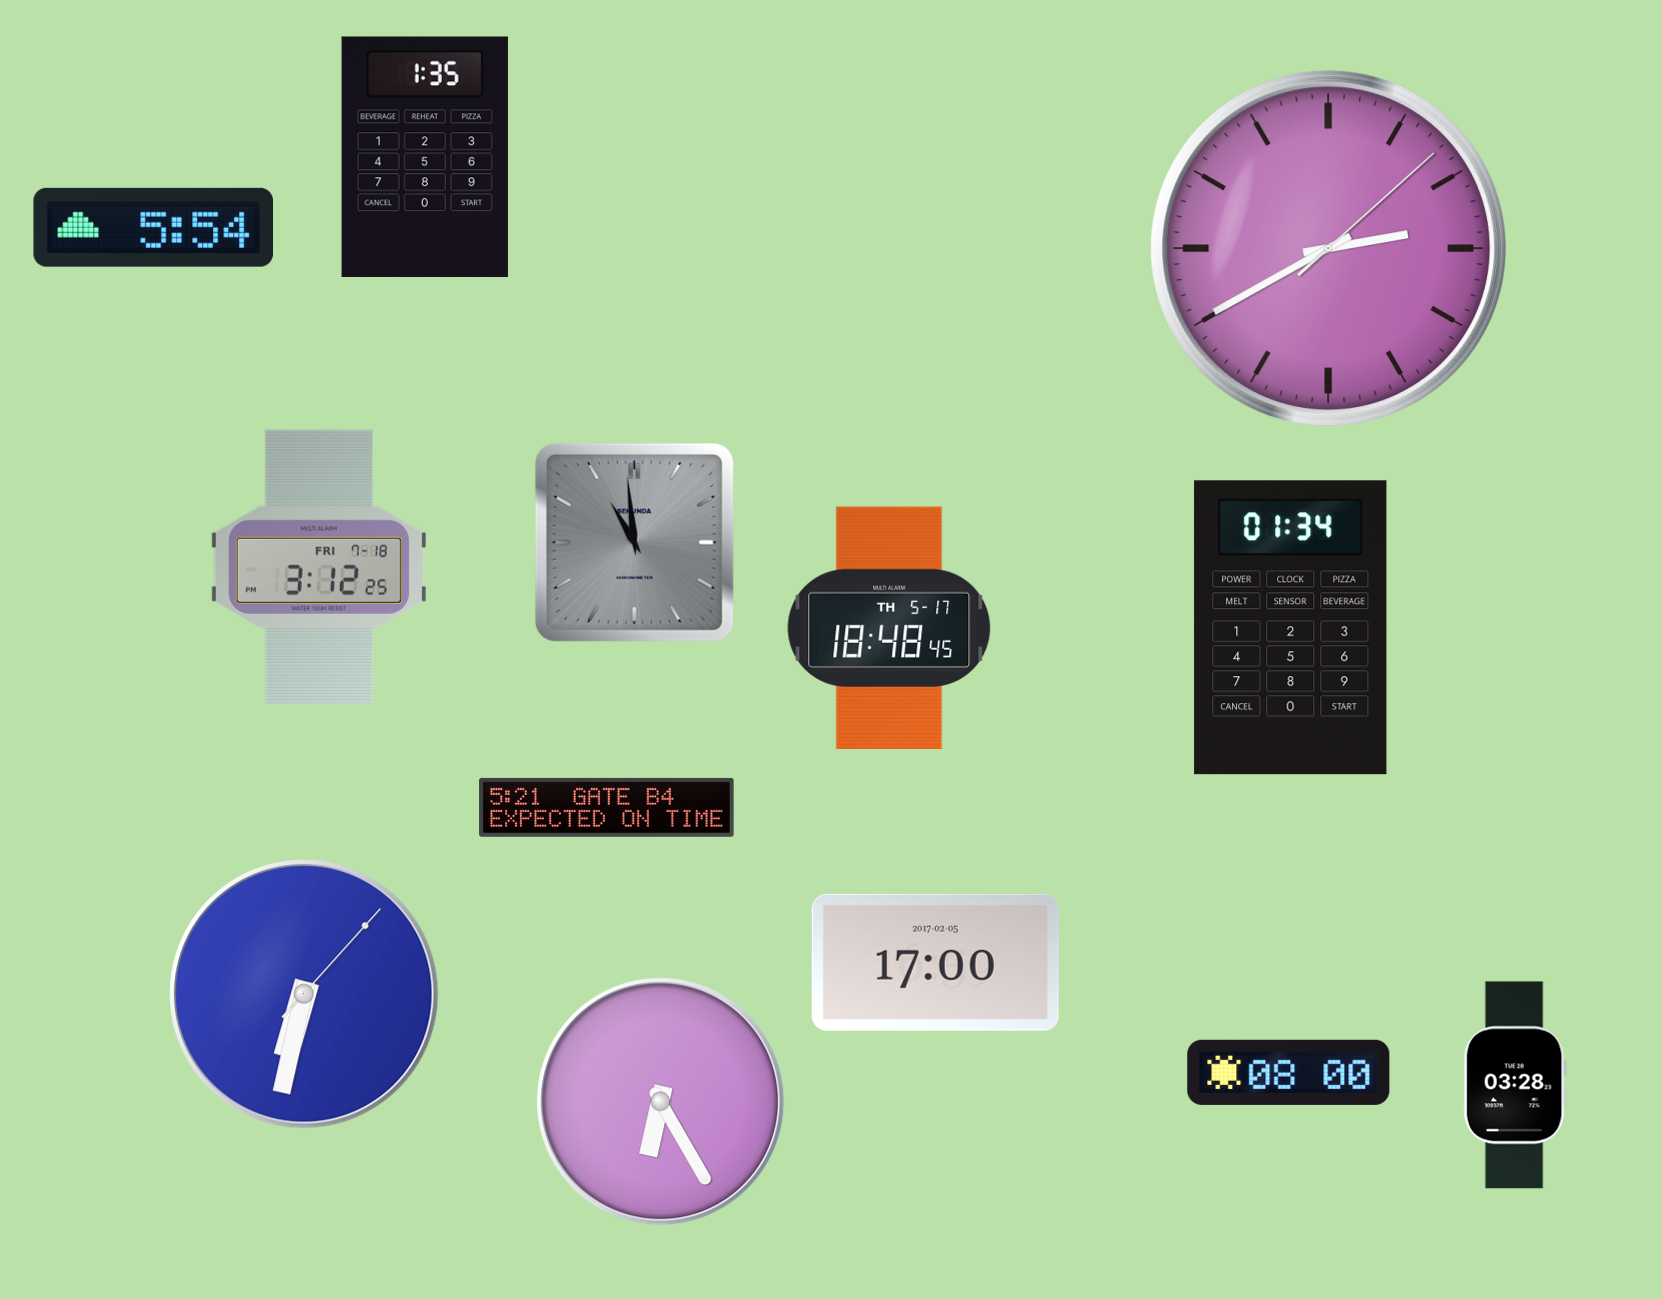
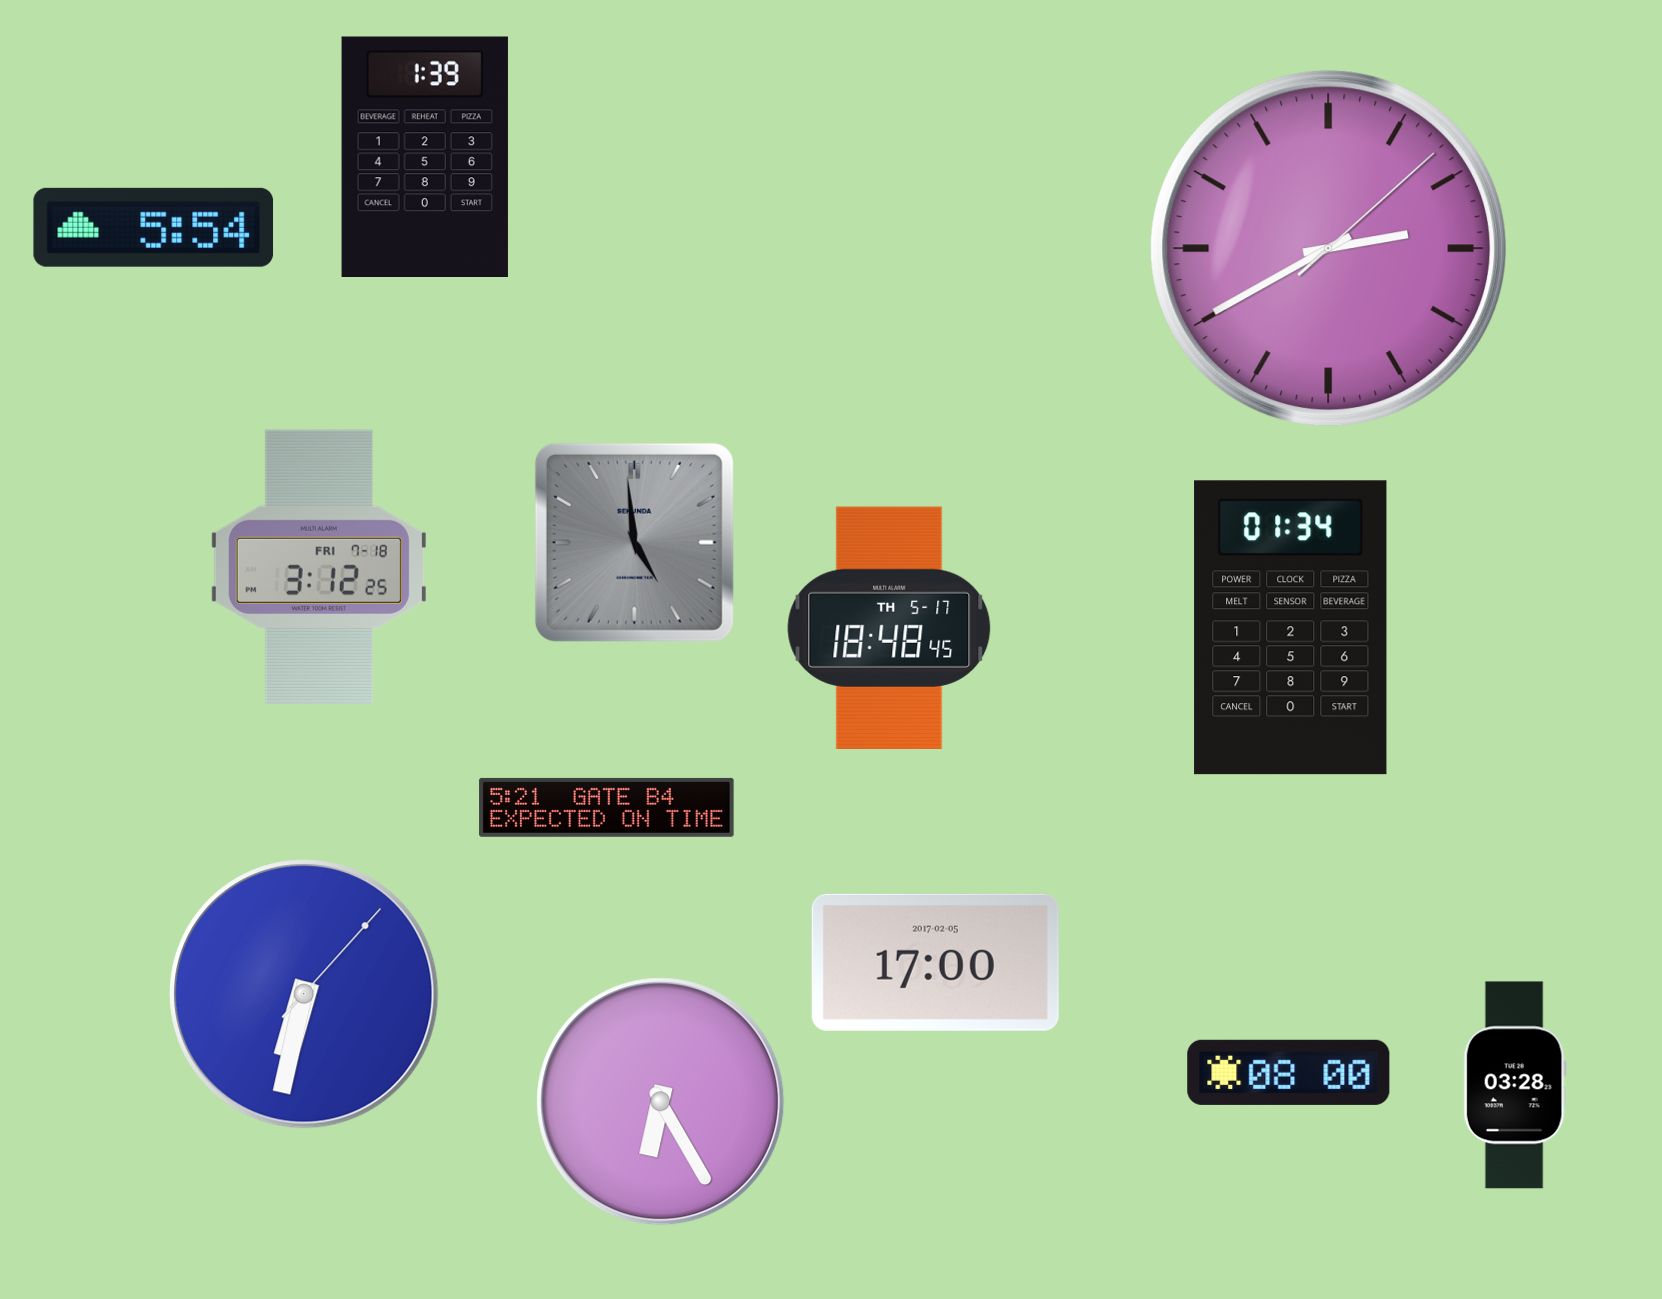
clock at (425, 156): 1:35 -> 1:39
clock at (634, 542): 10:59 -> 4:59
